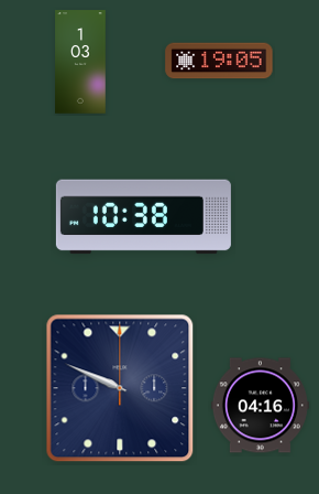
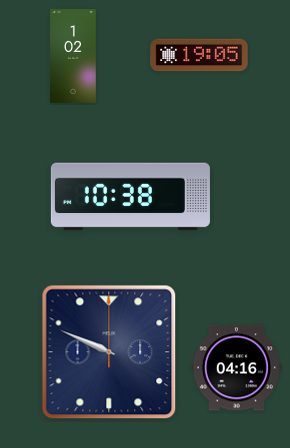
clock at (80, 62): 1:03 -> 1:02
